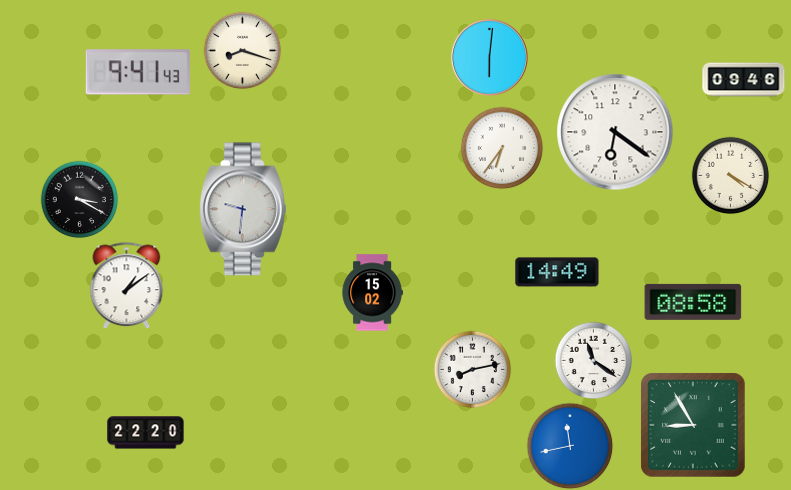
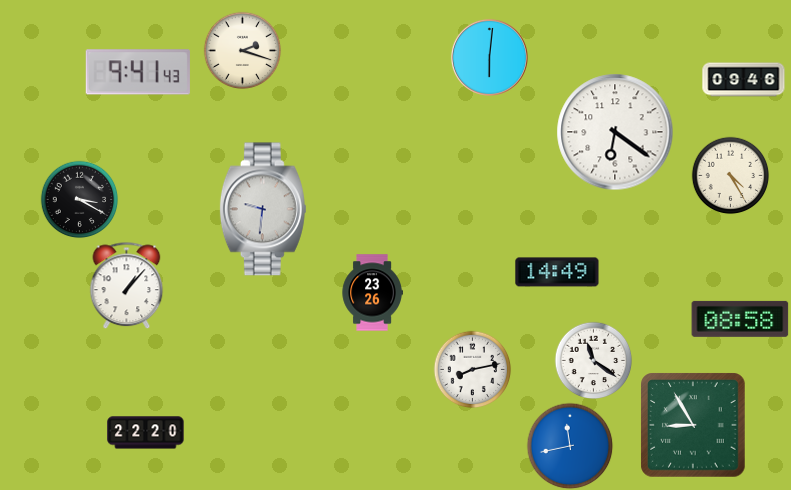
clock at (242, 50): 8:18 -> 2:18
clock at (502, 148): 6:36 -> none
clock at (730, 175): 4:20 -> 4:25
clock at (243, 209) position: (243, 209) -> (263, 209)
clock at (127, 285): 1:09 -> 1:07
clock at (372, 293): 15:02 -> 23:26
clock at (693, 302) position: (693, 302) -> (740, 319)
